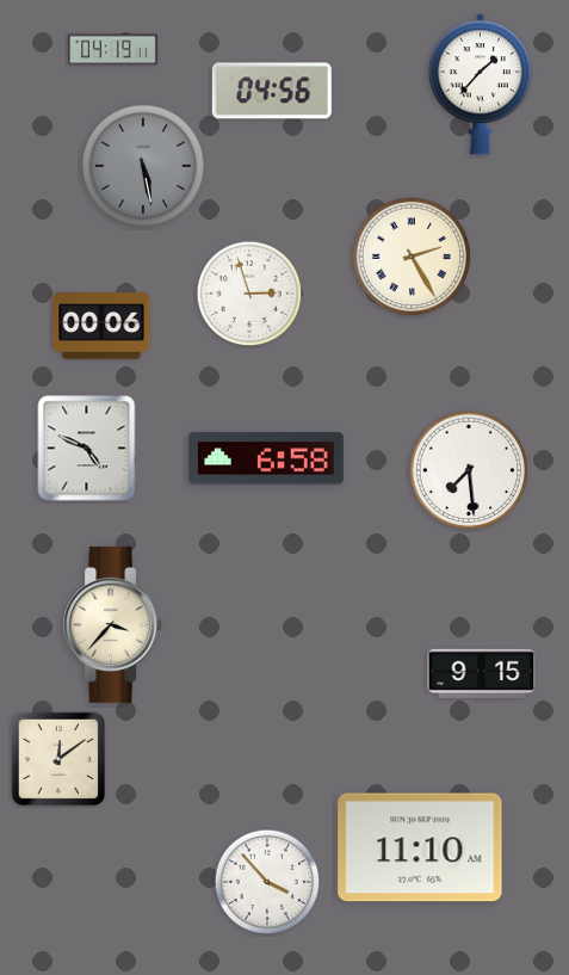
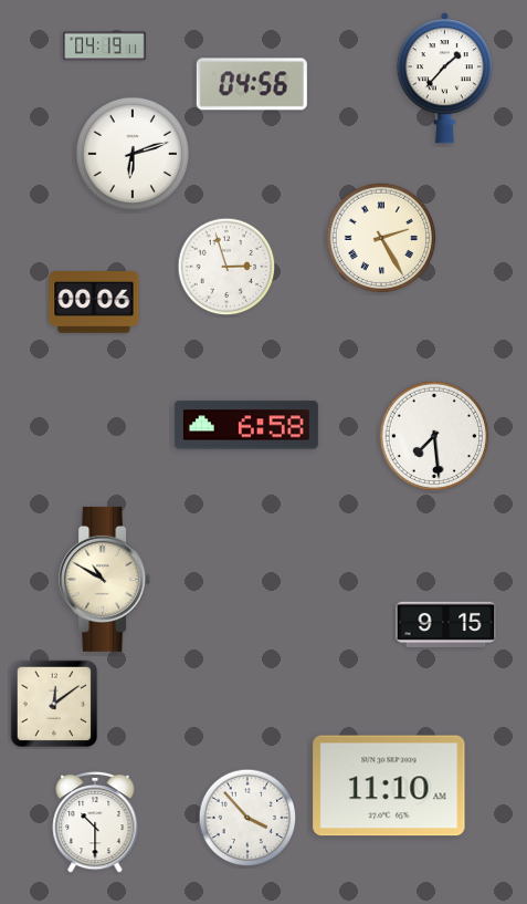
clock at (142, 165): 5:28 -> 6:12
clock at (142, 165) dial: grey -> white
clock at (249, 294) position: (249, 294) -> (226, 267)
clock at (87, 449): 4:49 -> none
clock at (113, 624): 3:37 -> 10:50
clock at (95, 822): none -> 10:30
